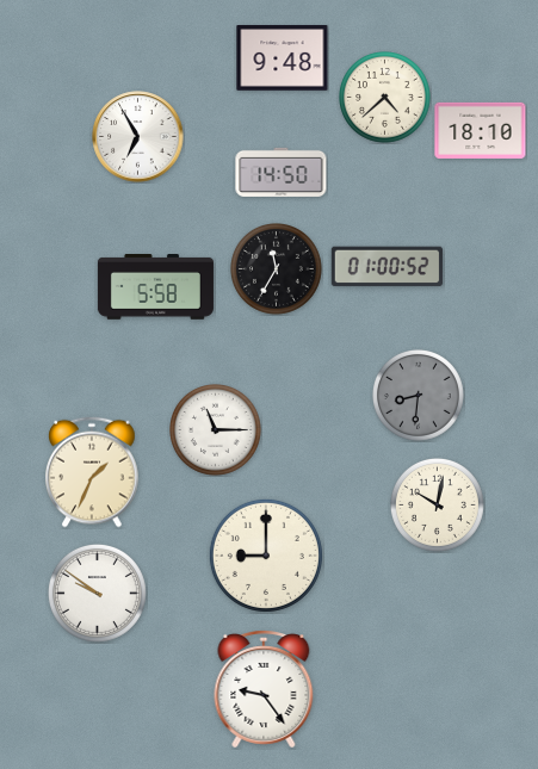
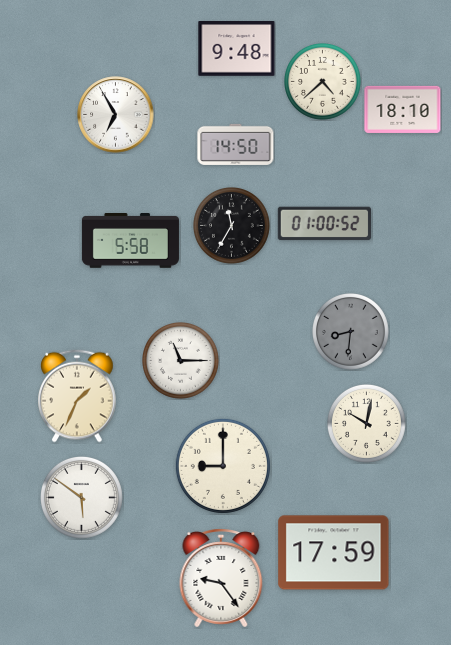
clock at (97, 593): 9:51 -> 5:51
clock at (334, 553): none -> 17:59
